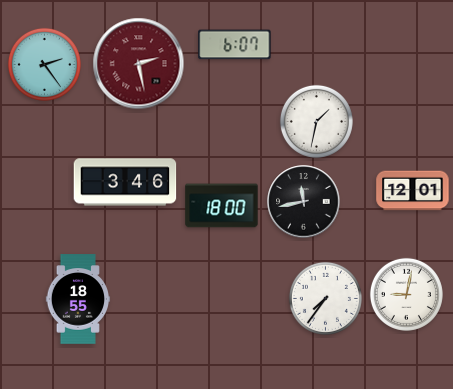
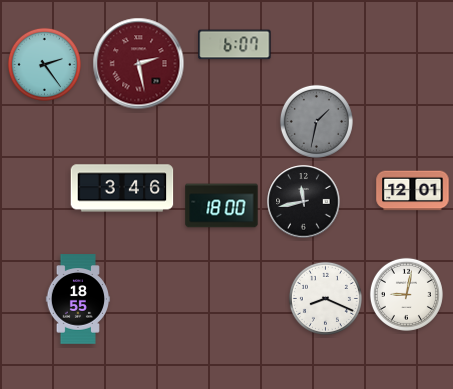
clock at (316, 121) dial: white -> grey
clock at (125, 182) position: (125, 182) -> (122, 188)
clock at (325, 298): 7:36 -> 8:19
